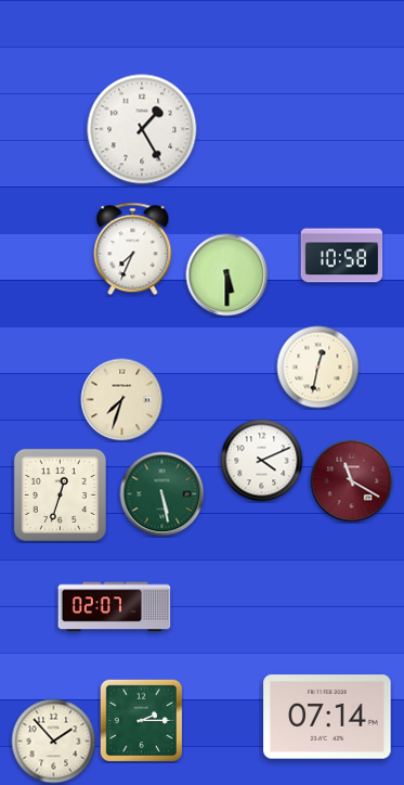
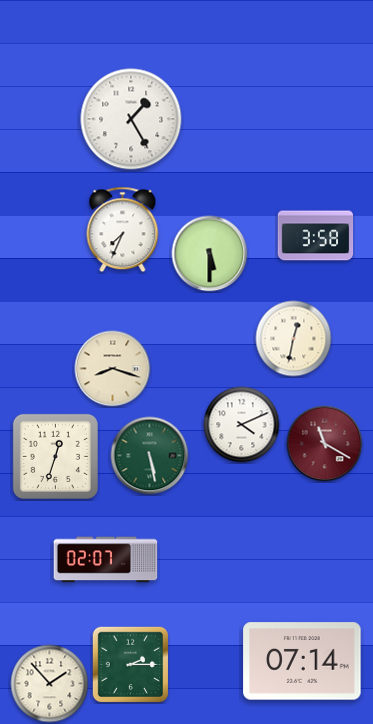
clock at (342, 256): 10:58 -> 3:58
clock at (122, 400): 7:33 -> 8:18
